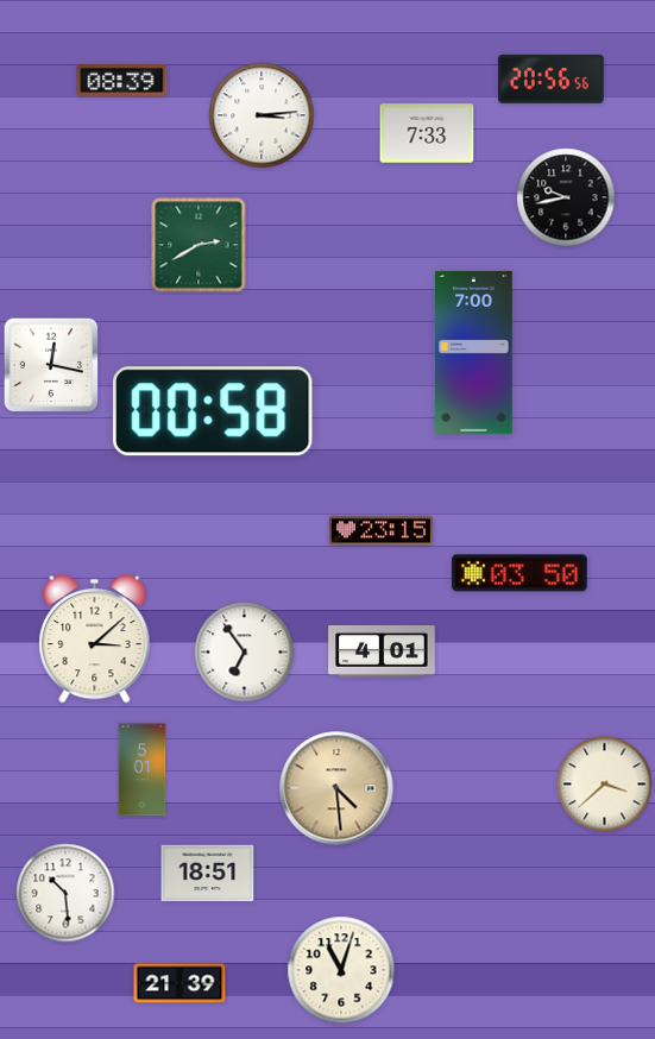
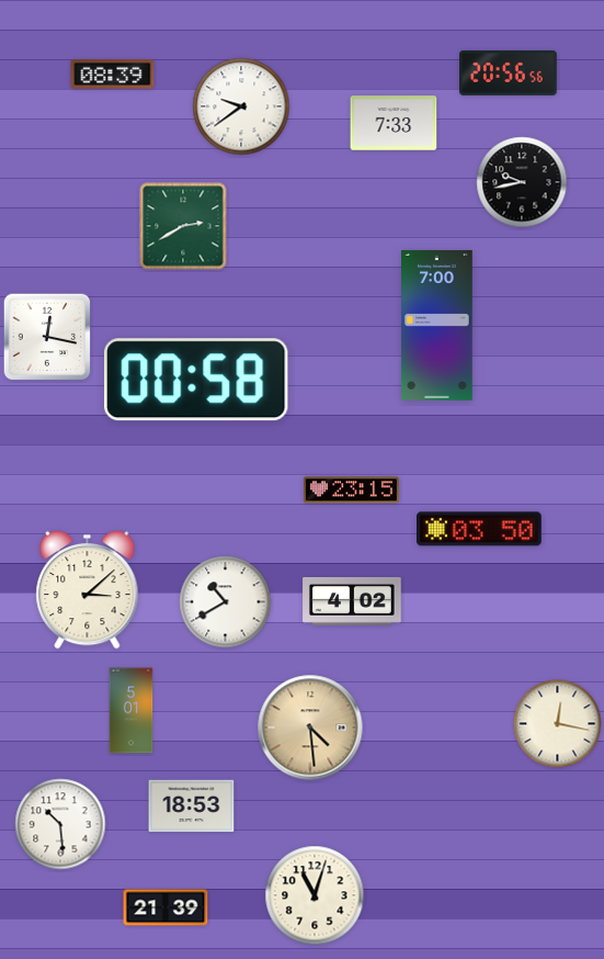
clock at (262, 115): 3:14 -> 9:39
clock at (382, 651): 4:01 -> 4:02
clock at (245, 653): 6:54 -> 10:40
clock at (605, 785): 3:38 -> 12:17
clock at (208, 874): 18:51 -> 18:53
